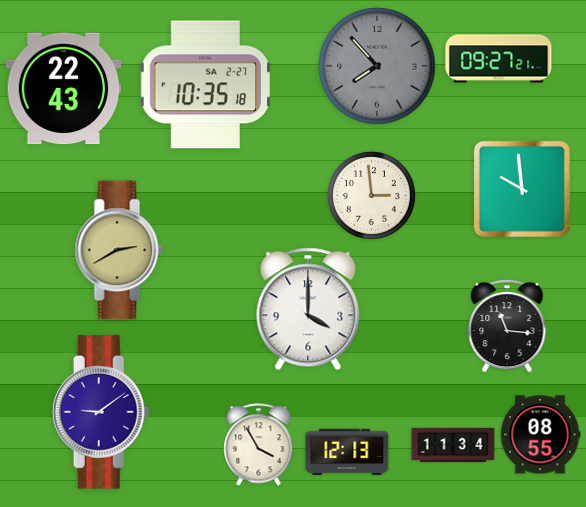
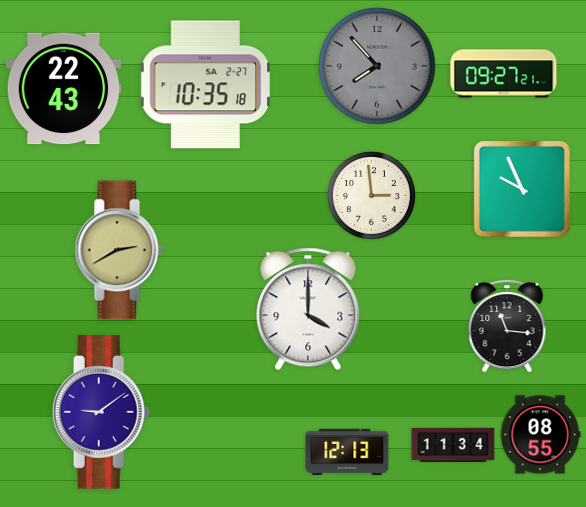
clock at (499, 59) position: (499, 59) -> (504, 74)
clock at (522, 189): 9:59 -> 9:56
clock at (259, 445): 3:55 -> none
